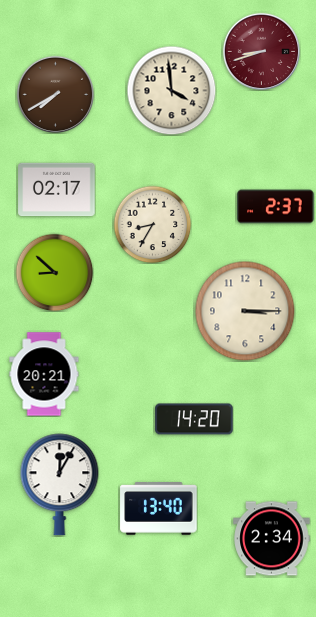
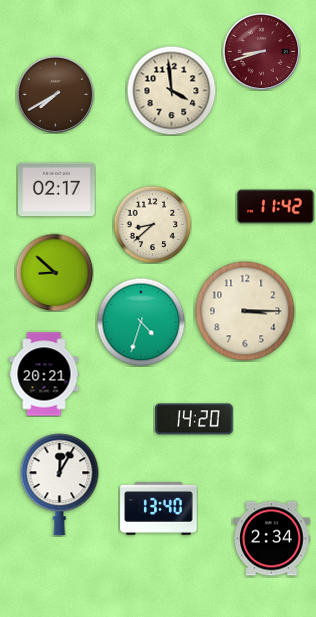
clock at (276, 207): 2:37 -> 11:42
clock at (152, 224): 8:35 -> 8:38
clock at (141, 322): none -> 4:33
